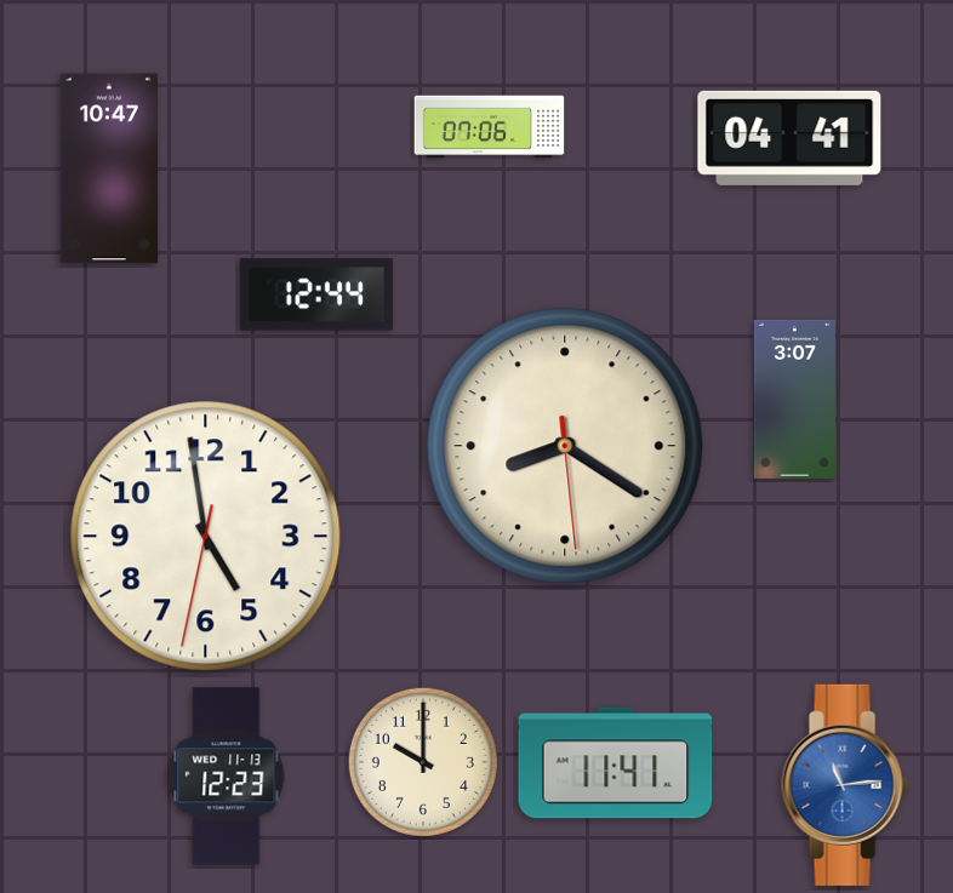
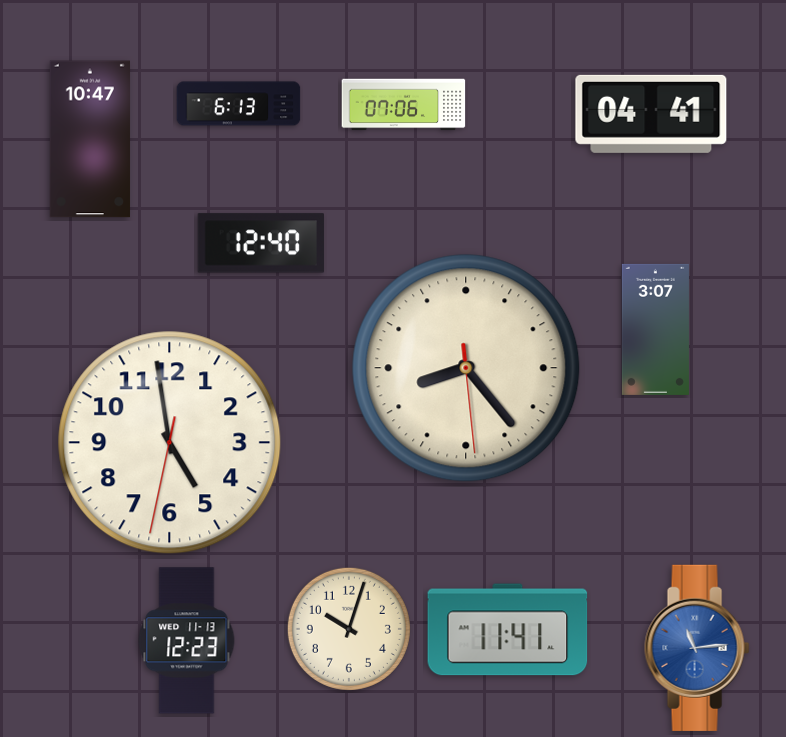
clock at (239, 104): none -> 6:13
clock at (316, 294): 12:44 -> 12:40
clock at (565, 446): 8:20 -> 8:23
clock at (423, 762): 10:00 -> 10:03
